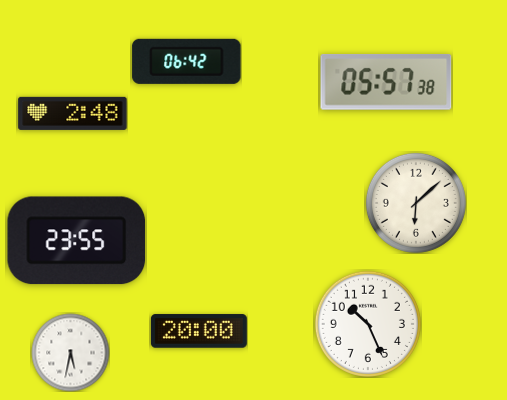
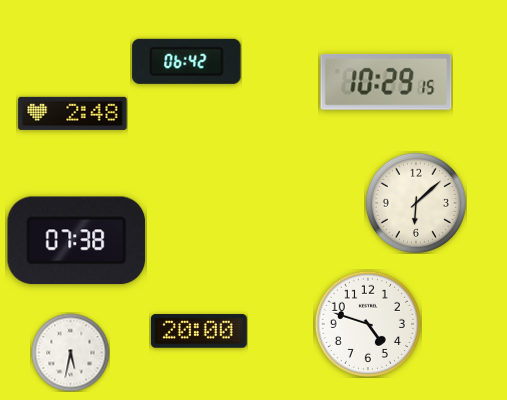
clock at (386, 83): 05:57 -> 10:29
clock at (76, 241): 23:55 -> 07:38
clock at (368, 324): 10:26 -> 4:48
